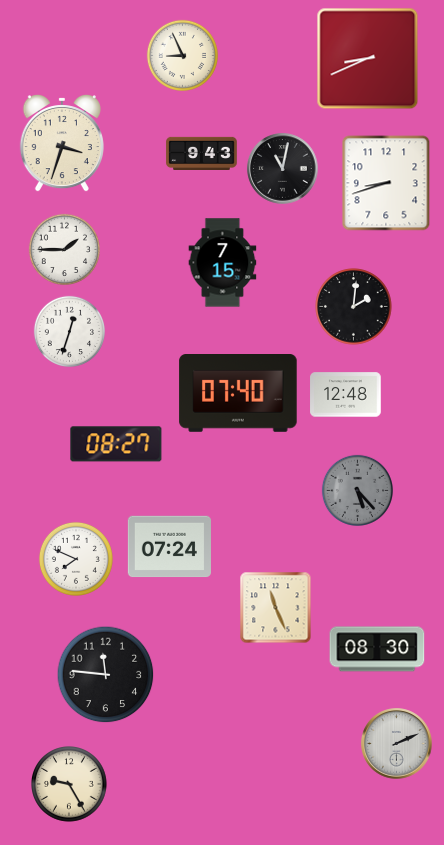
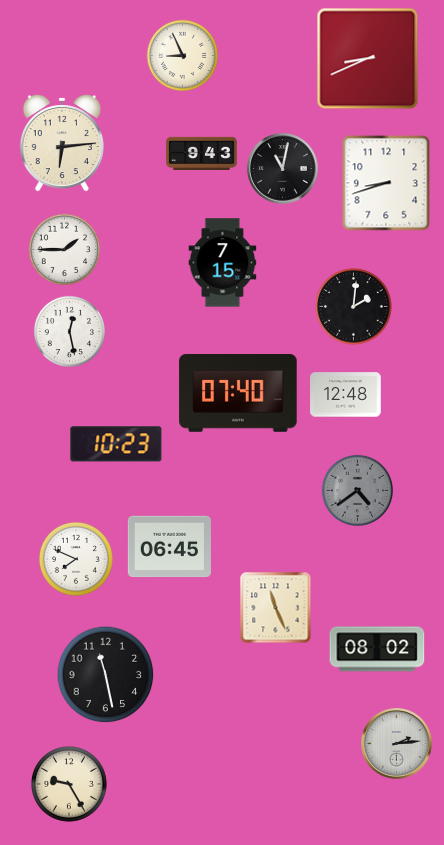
clock at (62, 144): 3:33 -> 6:14
clock at (69, 331): 12:33 -> 12:28
clock at (116, 444): 08:27 -> 10:23
clock at (357, 490): 5:23 -> 4:39
clock at (169, 547): 07:24 -> 06:45
clock at (377, 649): 08:30 -> 08:02
clock at (106, 675): 11:46 -> 11:28
clock at (397, 744): 2:11 -> 2:14
